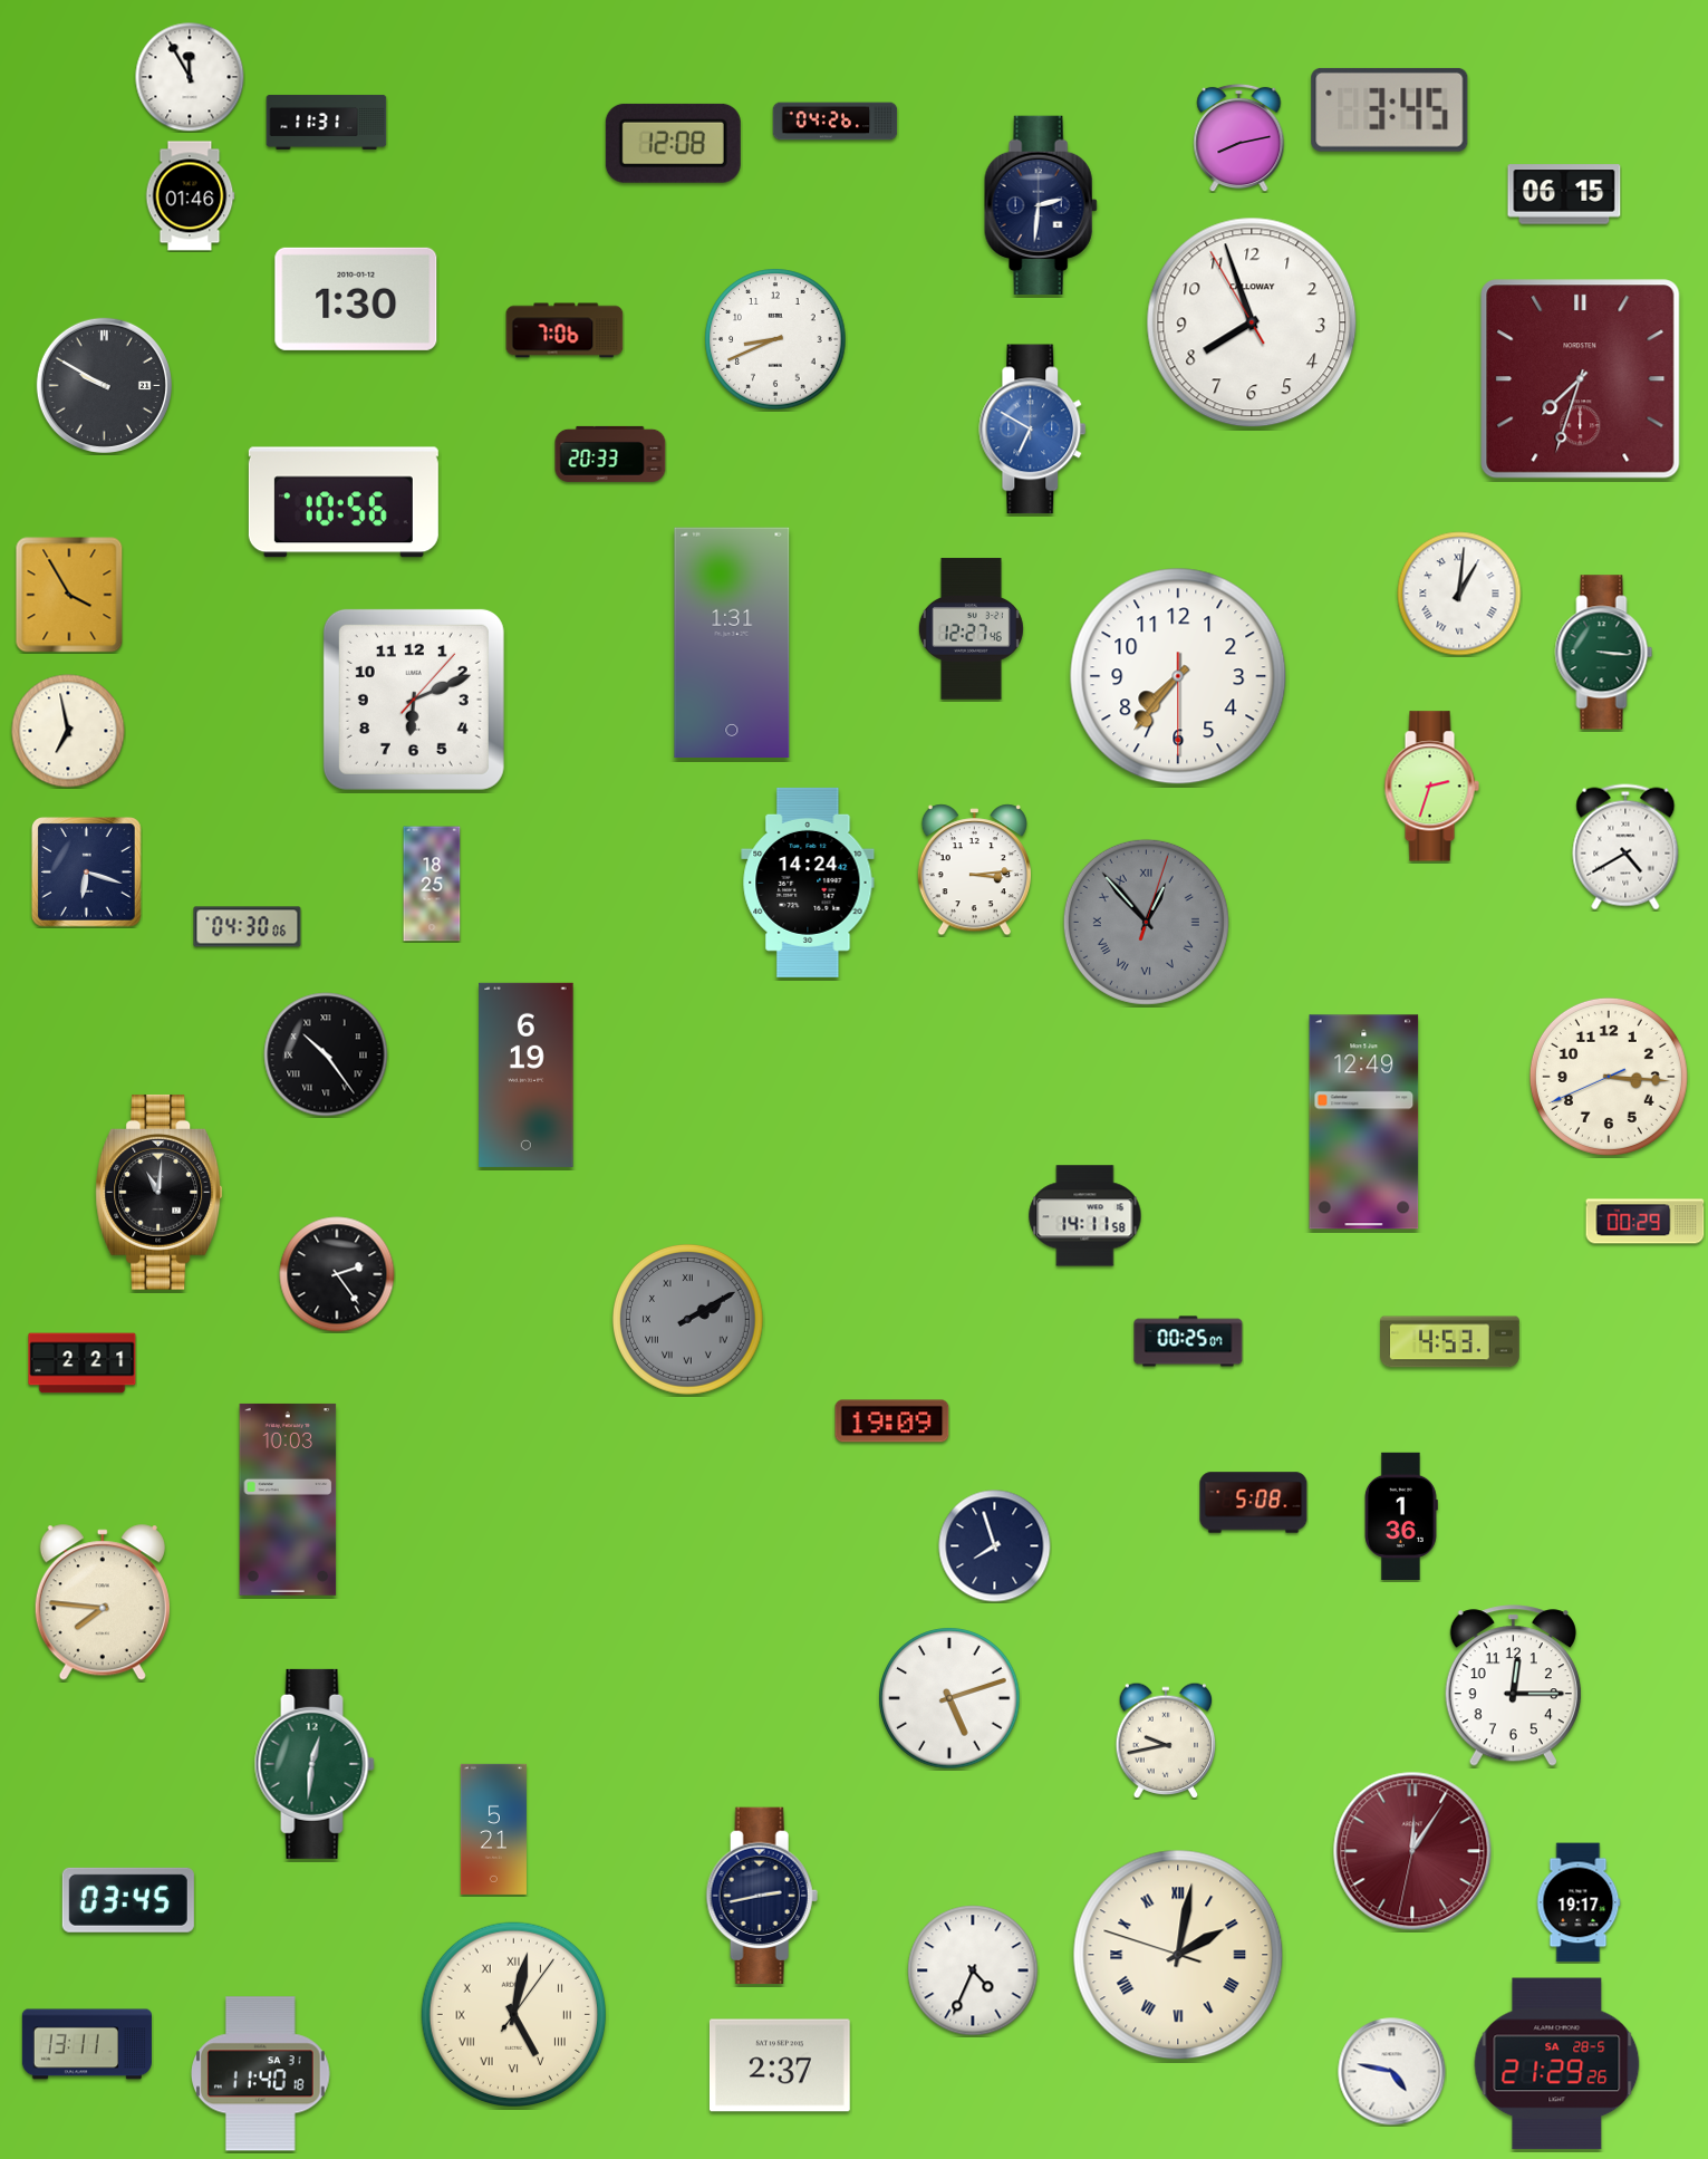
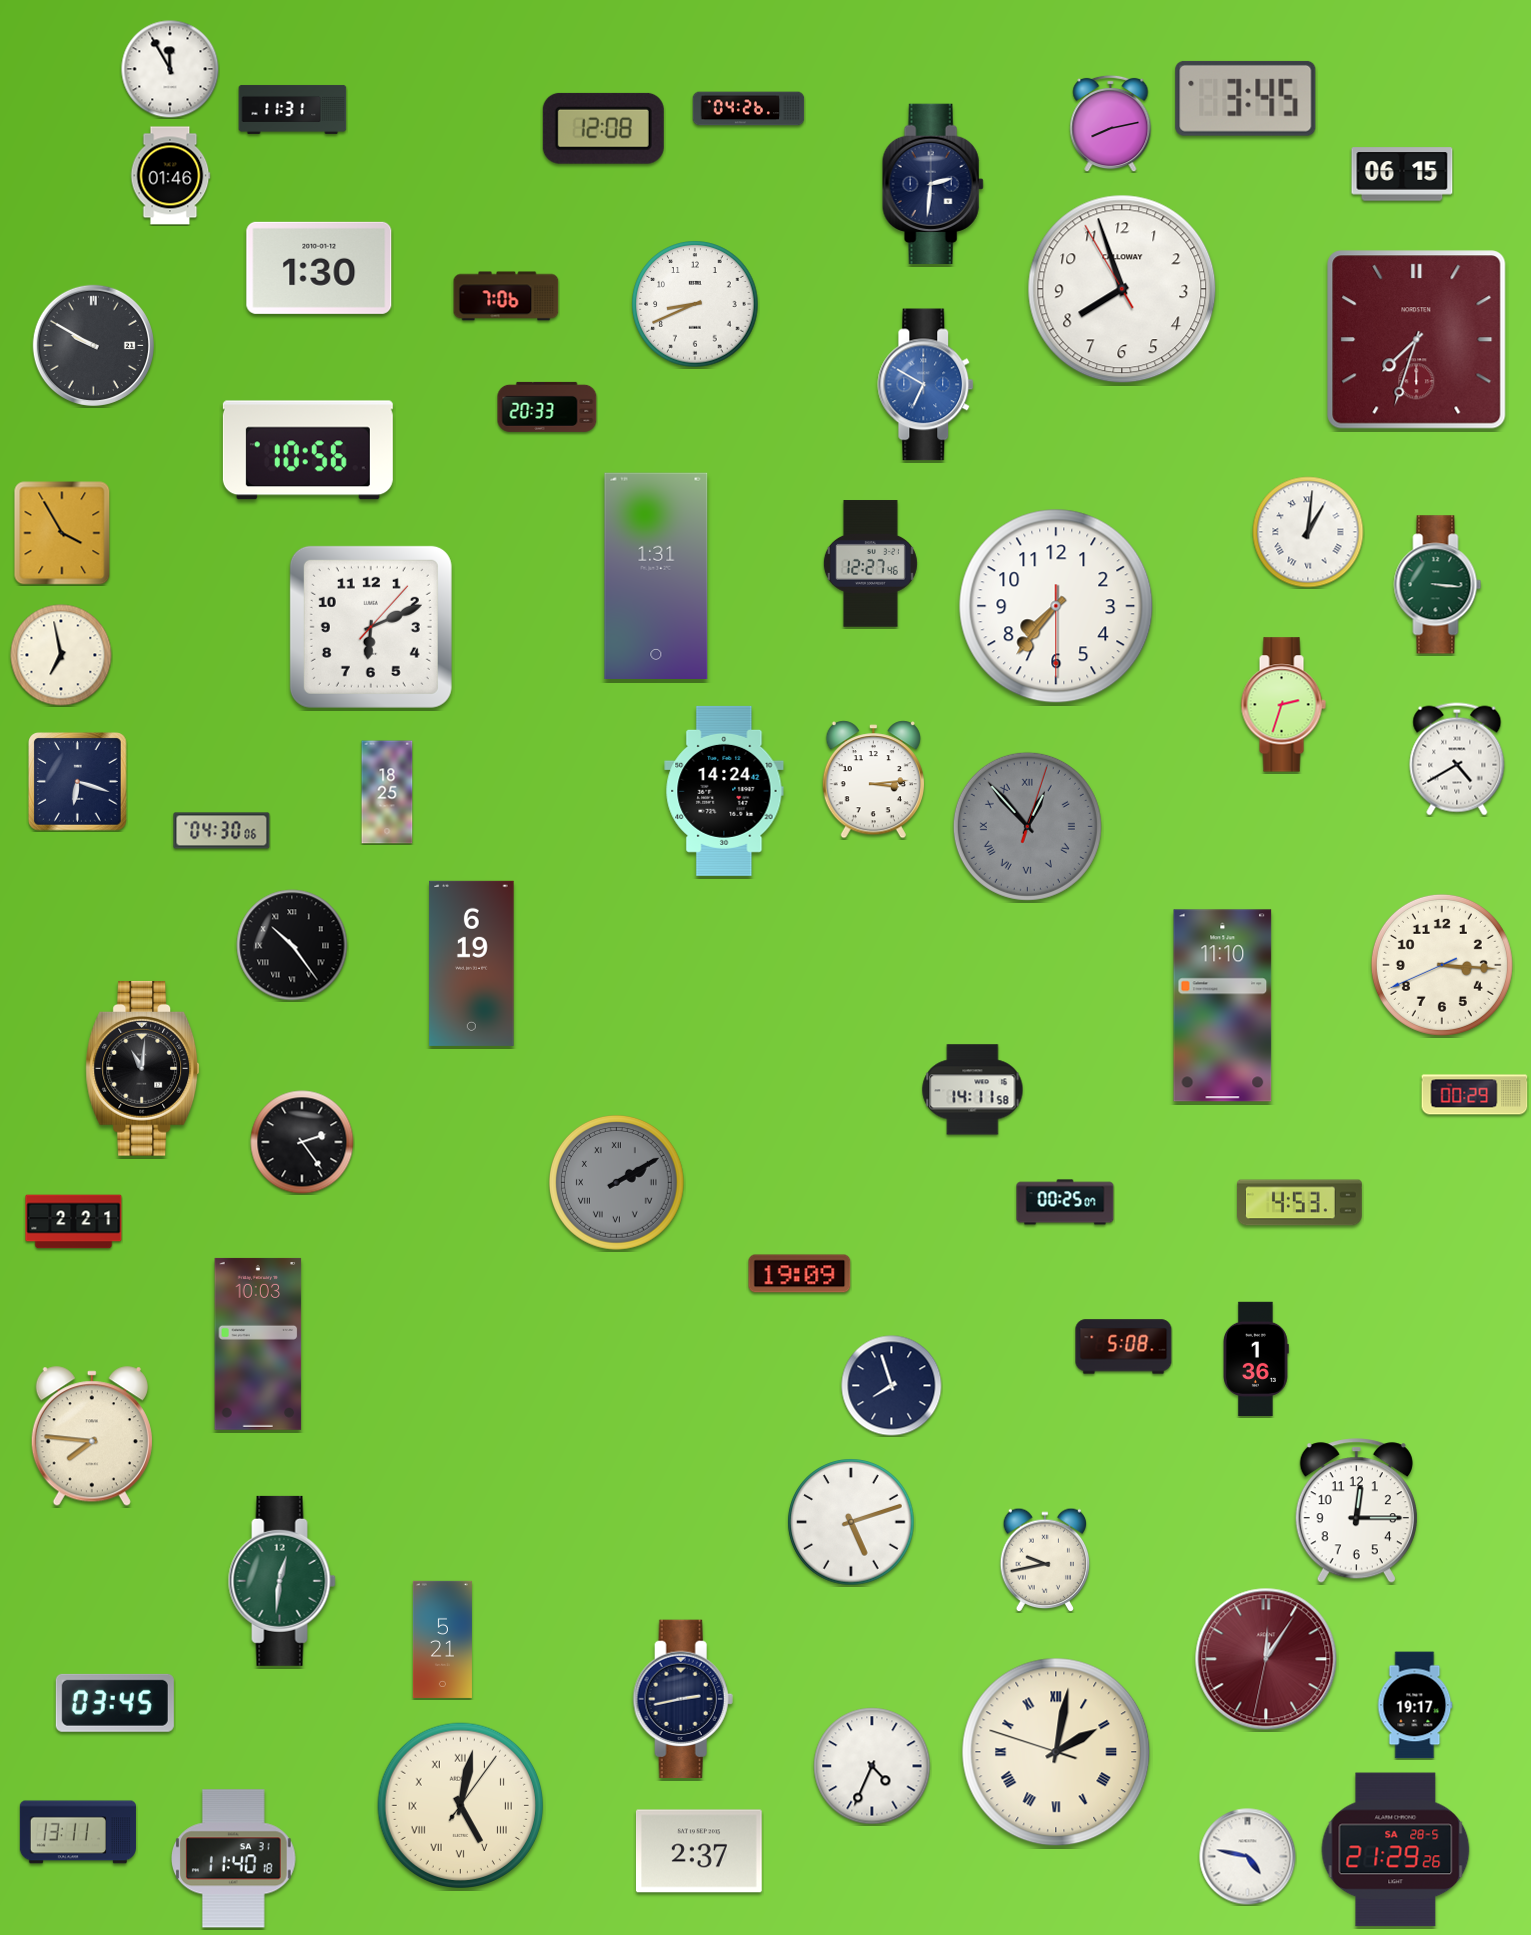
clock at (1364, 1122): 12:49 -> 11:10
